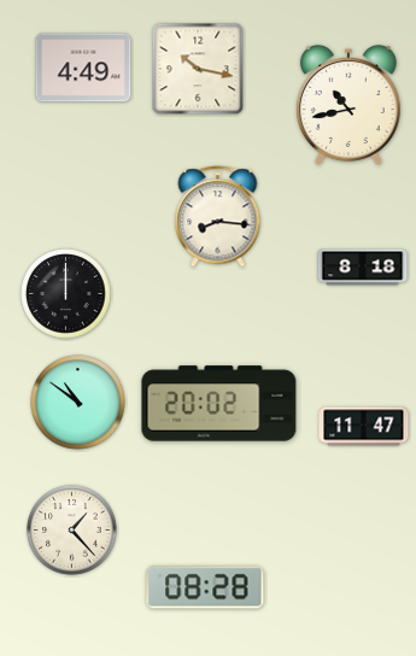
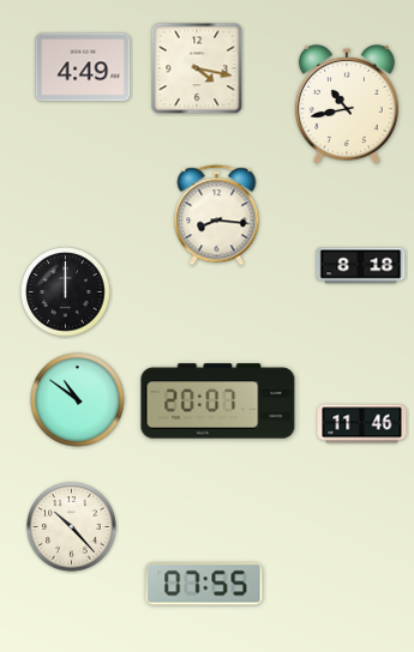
clock at (198, 69): 10:17 -> 4:17
clock at (219, 404): 20:02 -> 20:07
clock at (364, 427): 11:47 -> 11:46
clock at (72, 531): 1:23 -> 10:23
clock at (205, 587): 08:28 -> 07:55
